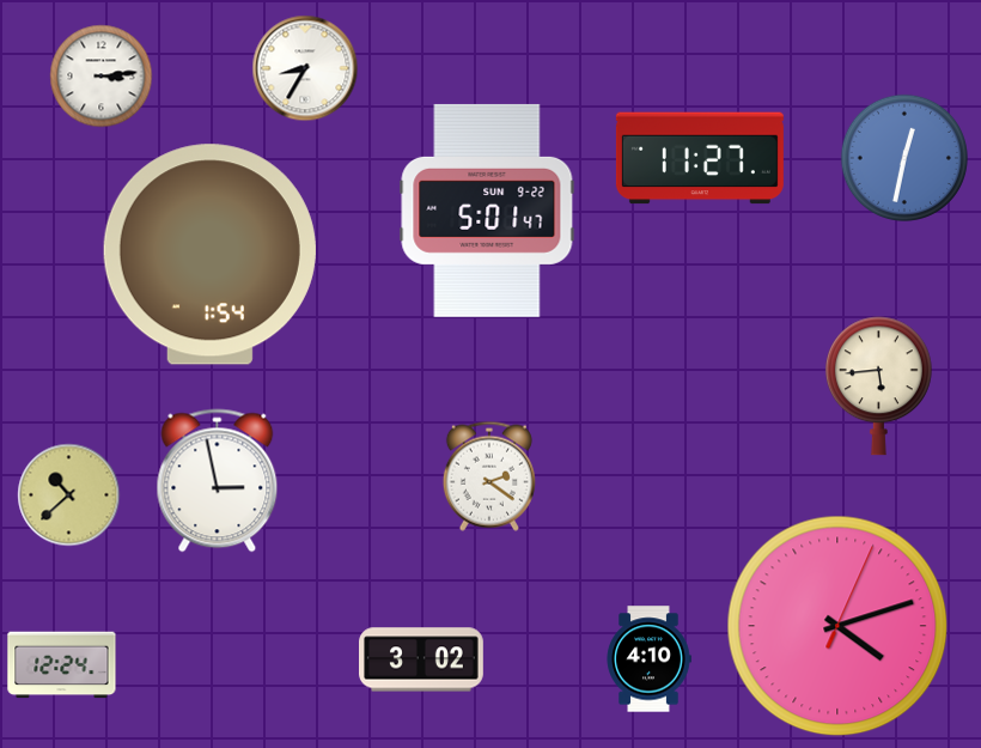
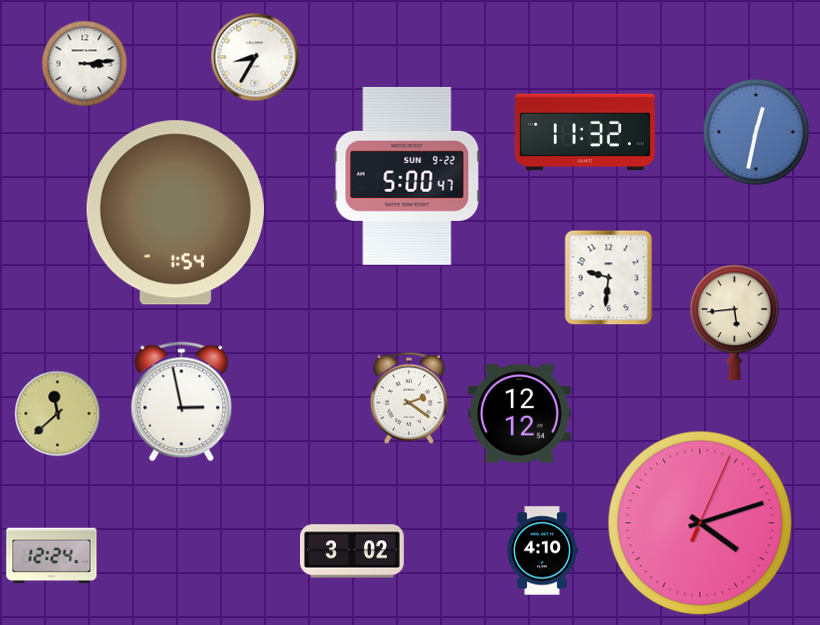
clock at (700, 158): 11:27 -> 11:32
clock at (487, 211): 5:01 -> 5:00
clock at (609, 278): none -> 9:31
clock at (69, 495): 10:38 -> 11:38
clock at (519, 414): none -> 12:12
